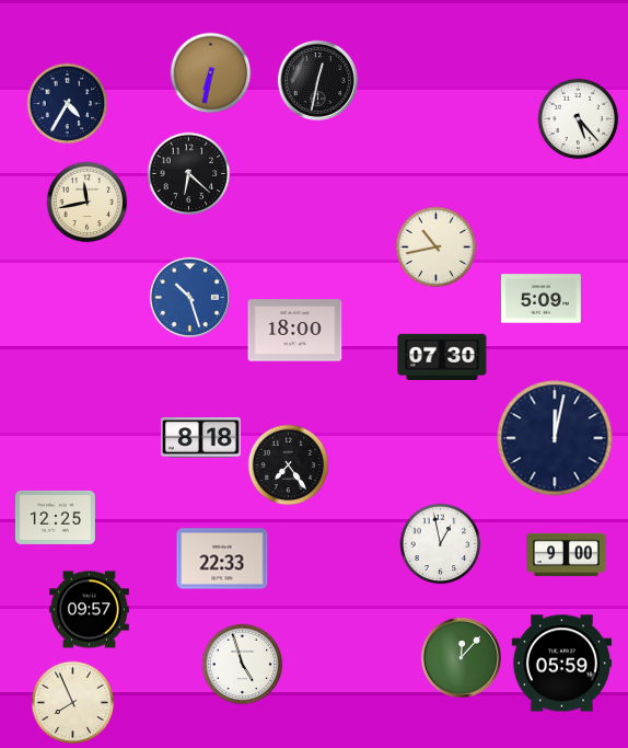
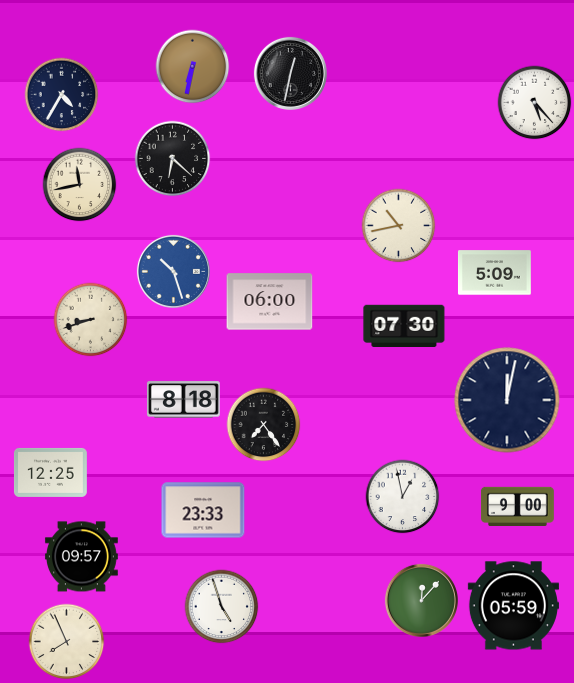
clock at (579, 119) position: (579, 119) -> (535, 103)
clock at (295, 331): 18:00 -> 06:00
clock at (91, 320): none -> 8:42
clock at (222, 559): 22:33 -> 23:33
